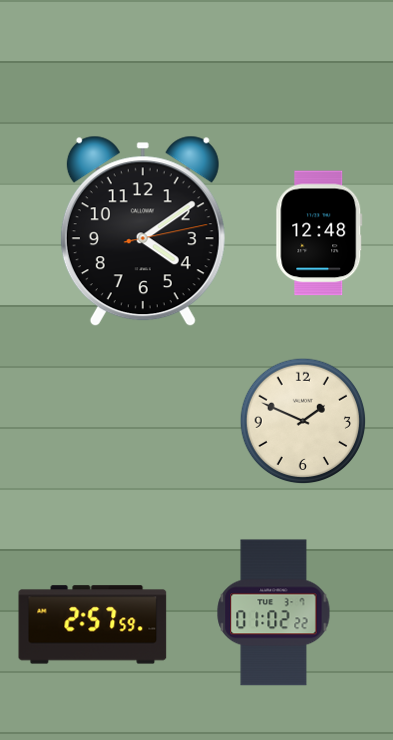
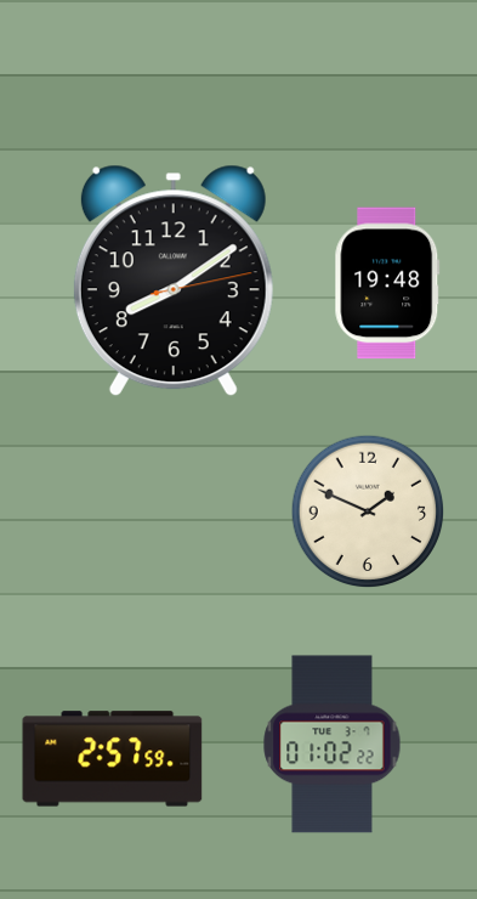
clock at (143, 231): 4:09 -> 8:09
clock at (319, 233): 12:48 -> 19:48
